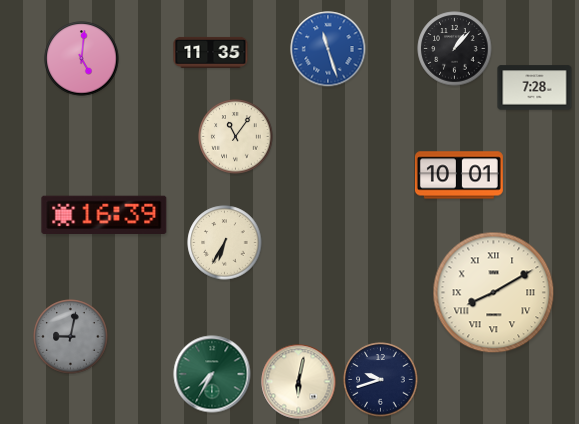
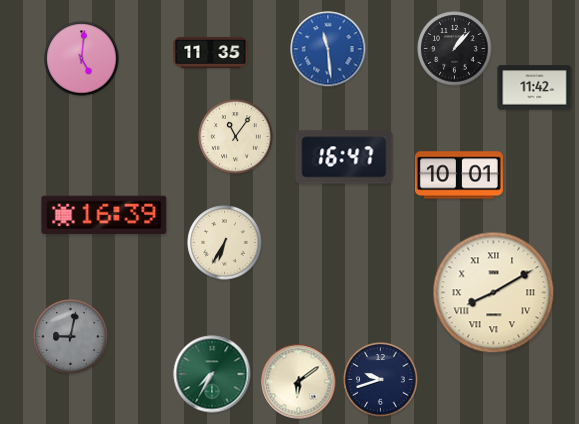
clock at (328, 49): 11:27 -> 11:29
clock at (535, 88): 7:28 -> 11:42
clock at (344, 157): none -> 16:47
clock at (299, 382): 6:02 -> 6:09
